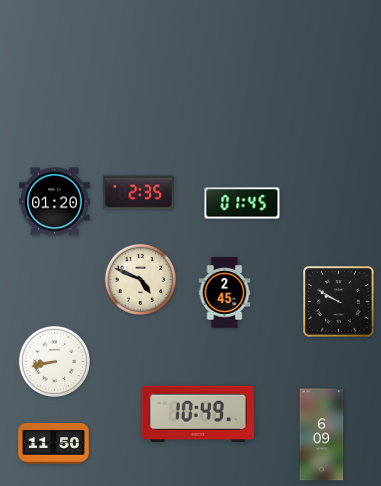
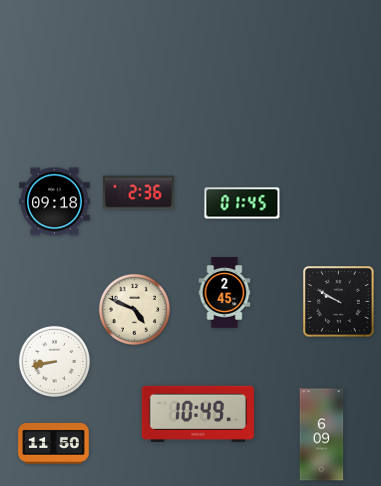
clock at (139, 193): 2:35 -> 2:36
clock at (55, 202): 01:20 -> 09:18
clock at (140, 279) position: (140, 279) -> (134, 309)
